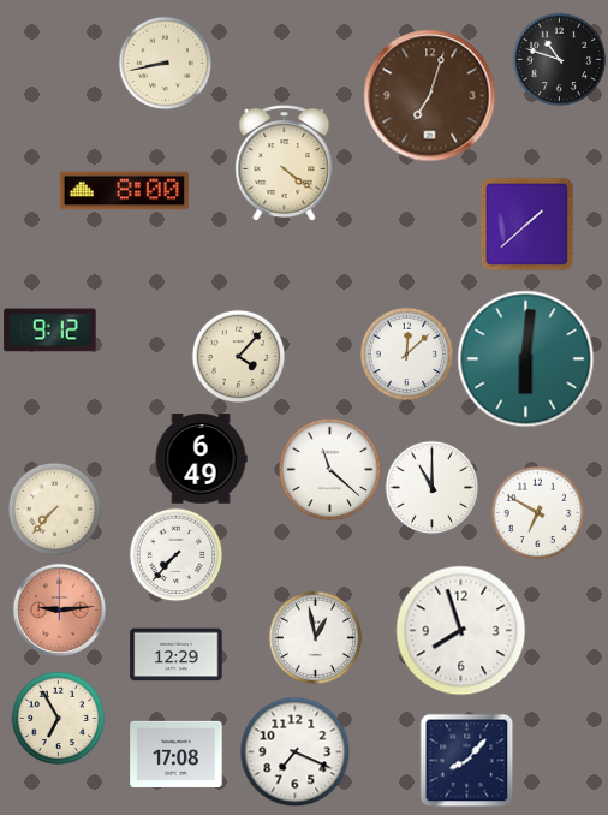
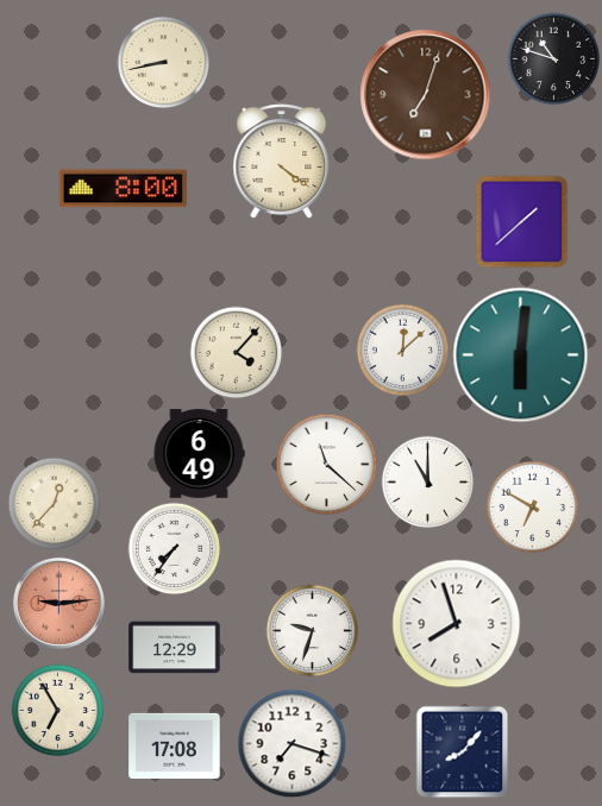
clock at (50, 331): 9:12 -> none
clock at (54, 508): 7:37 -> 12:37
clock at (175, 554): 7:37 -> 7:36
clock at (315, 637): 12:58 -> 9:33
clock at (294, 751): 7:19 -> 7:18
